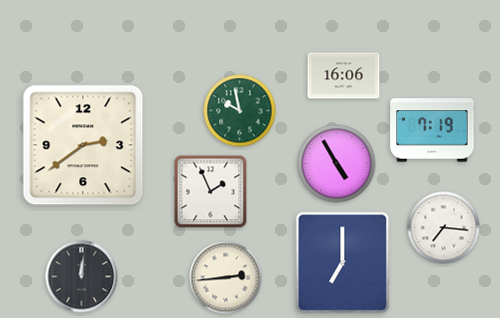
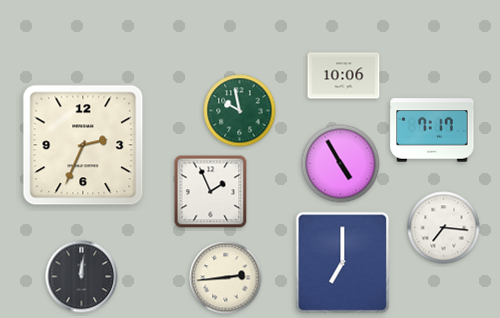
clock at (344, 76): 16:06 -> 10:06
clock at (432, 130): 7:19 -> 7:17
clock at (83, 145): 2:39 -> 2:34
clock at (337, 164) position: (337, 164) -> (341, 164)
